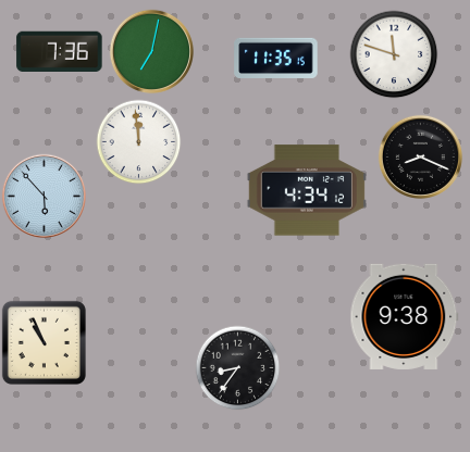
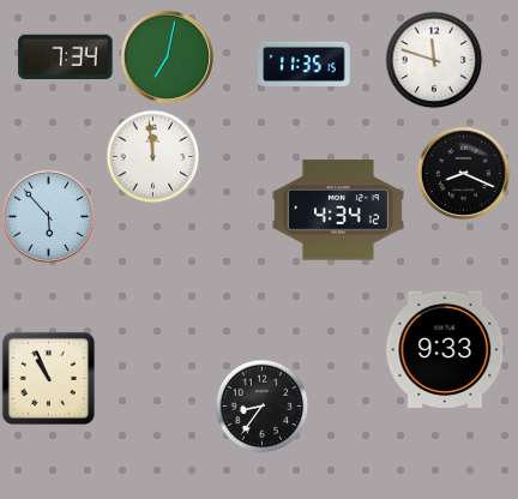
clock at (60, 52): 7:36 -> 7:34
clock at (405, 316): 9:38 -> 9:33
